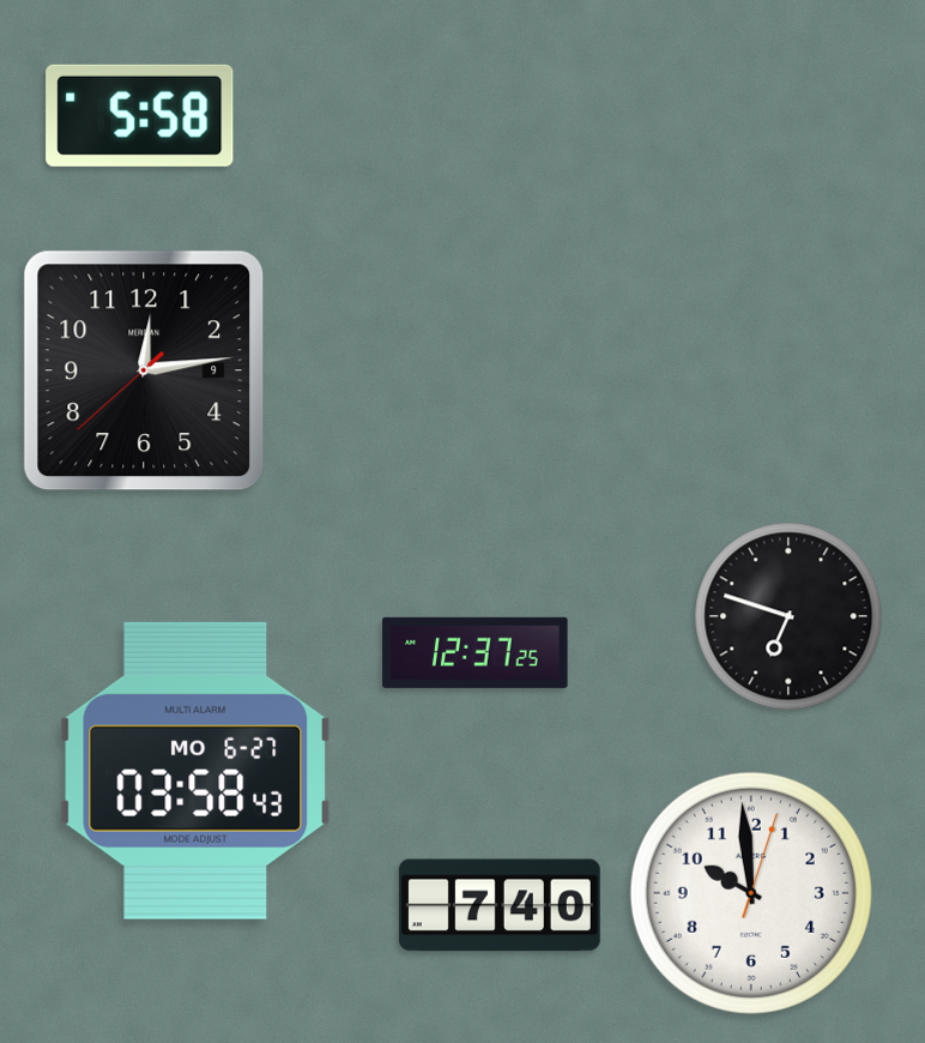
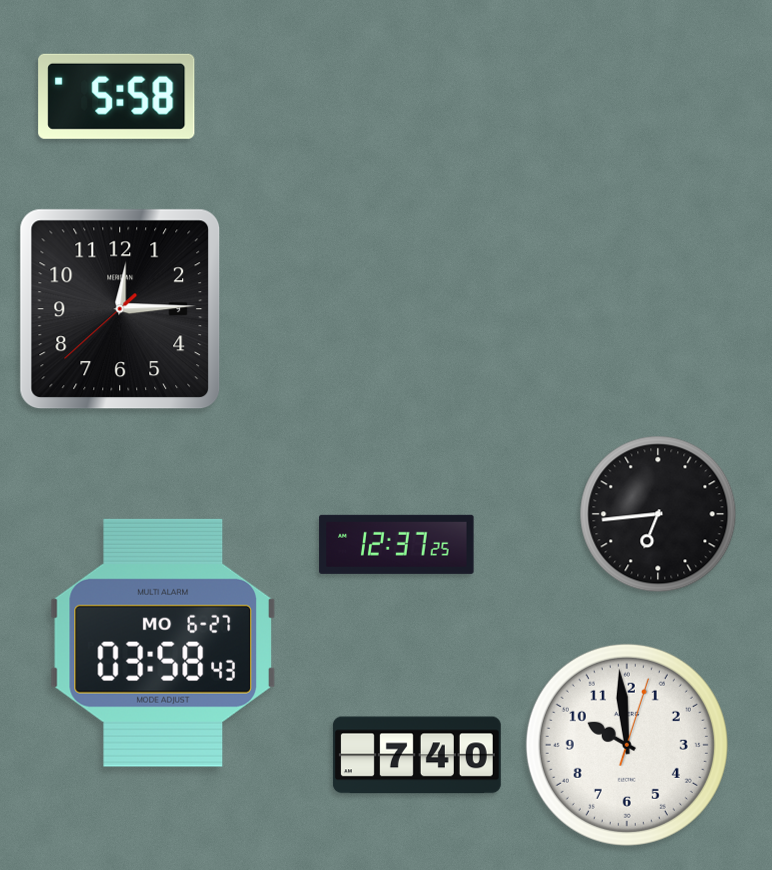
clock at (144, 370): 12:13 -> 12:14
clock at (788, 616): 6:48 -> 6:44
